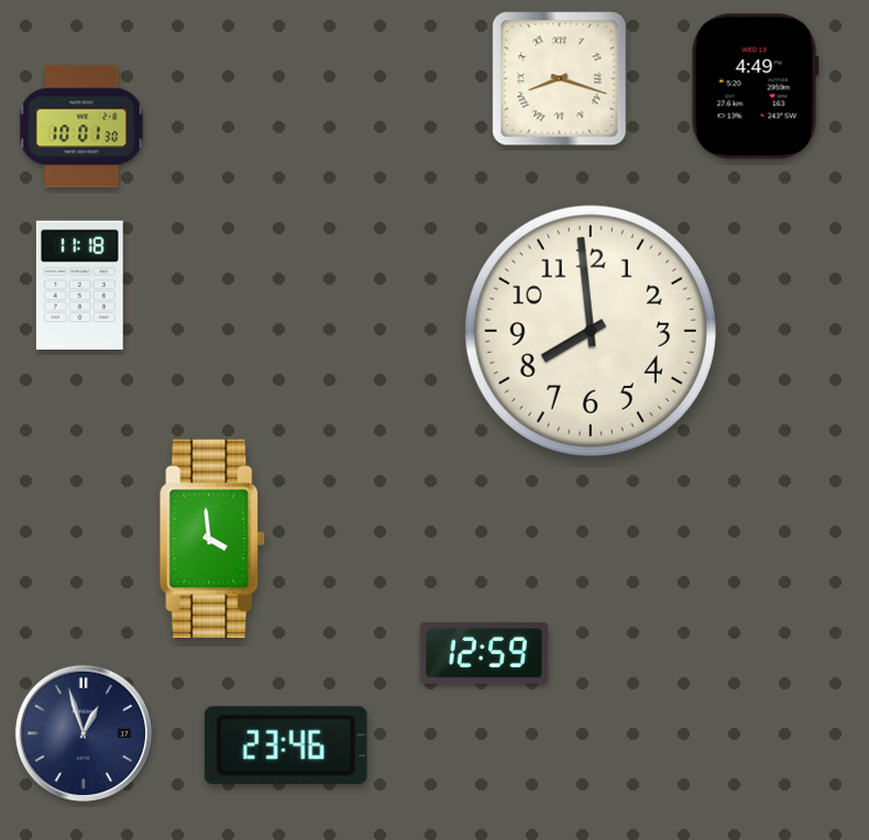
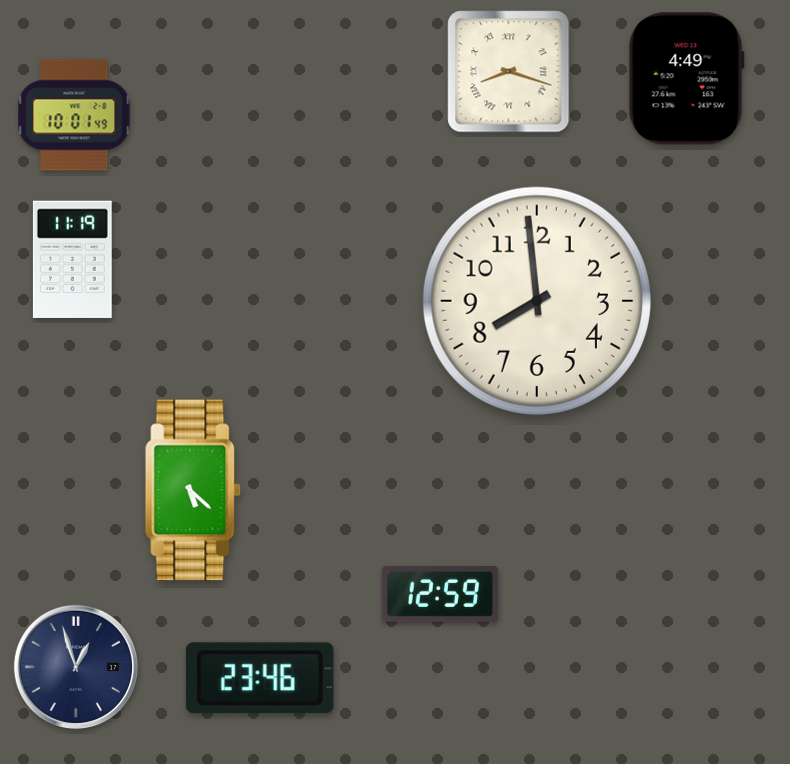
clock at (81, 126): 10:01:30 -> 10:01:49
clock at (79, 285): 11:18 -> 11:19
clock at (212, 539): 3:59 -> 5:22
